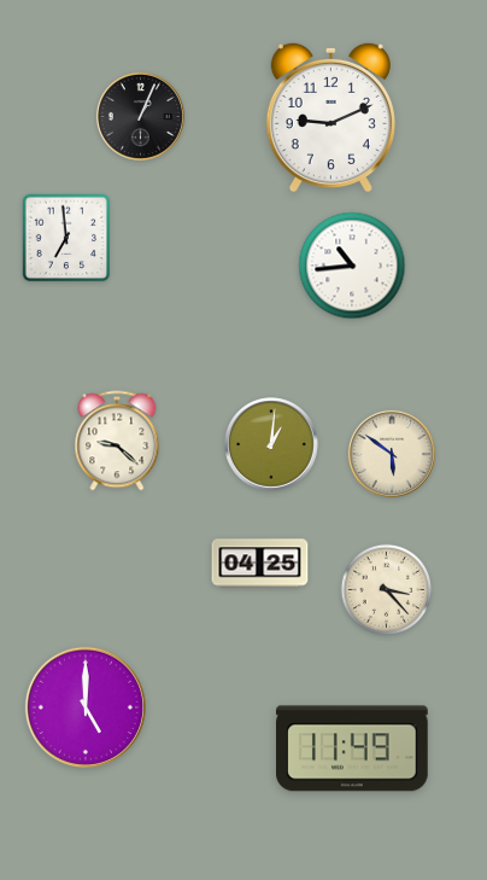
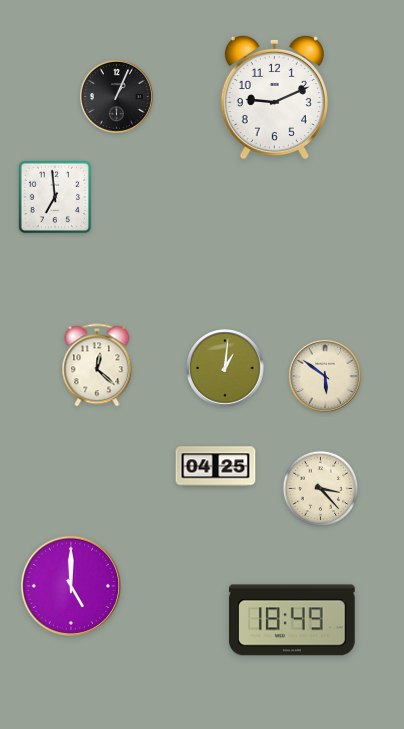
clock at (352, 266): 10:44 -> none
clock at (117, 441): 9:22 -> 12:22
clock at (353, 748): 11:49 -> 18:49
